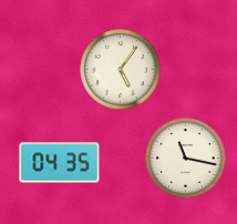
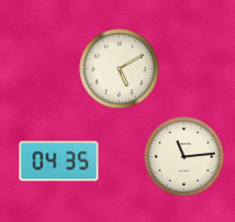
clock at (121, 70): 5:06 -> 5:10
clock at (186, 159): 11:17 -> 11:14
